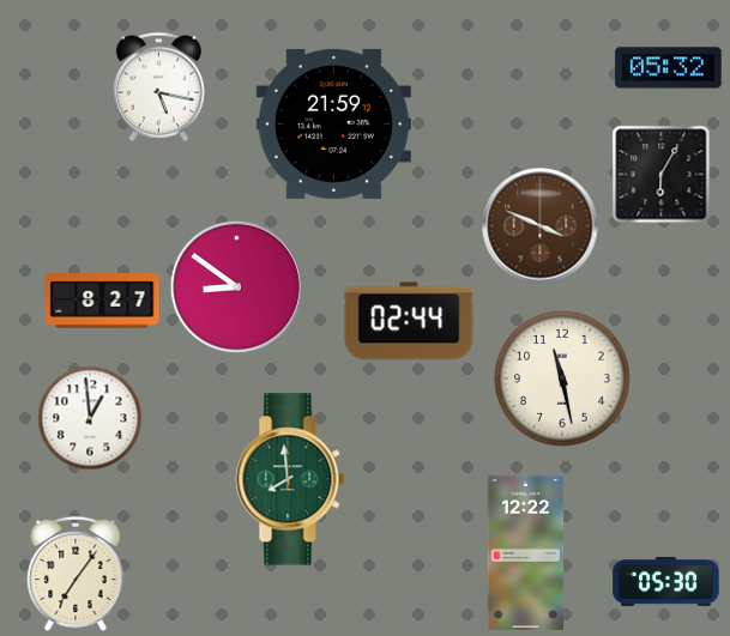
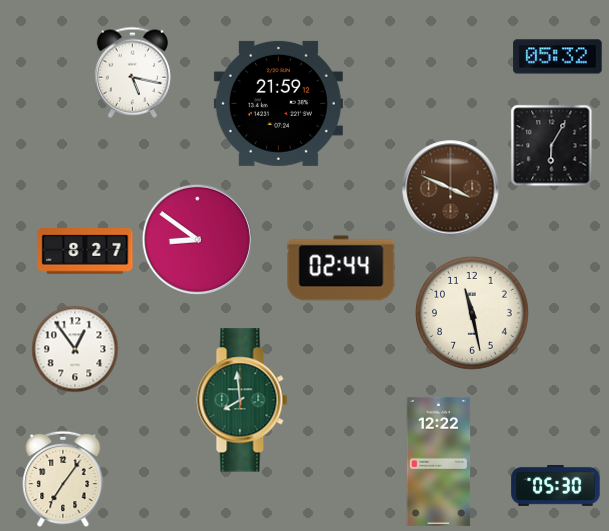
clock at (562, 378) position: (562, 378) -> (472, 313)
clock at (90, 418): 12:59 -> 12:54
